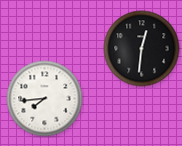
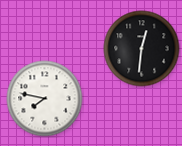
clock at (45, 99): 7:44 -> 7:47
